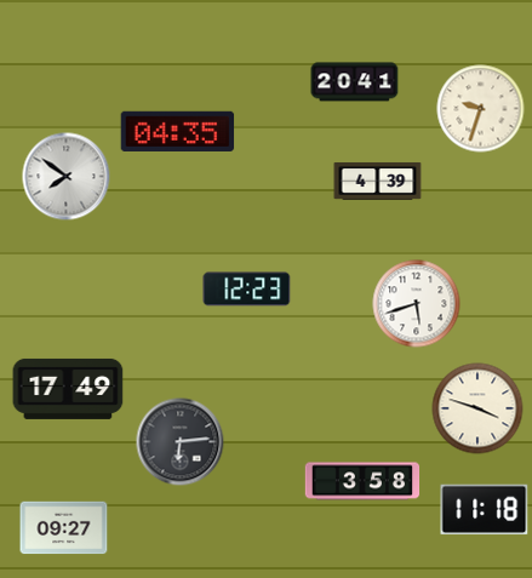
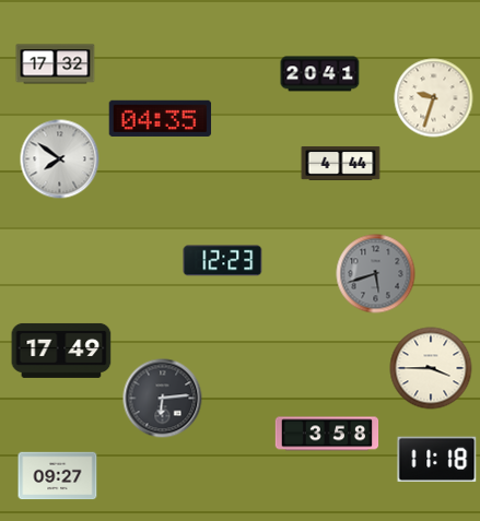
clock at (56, 64): none -> 17:32
clock at (378, 181): 4:39 -> 4:44
clock at (417, 304) dial: white -> grey
clock at (477, 408): 3:48 -> 3:45
